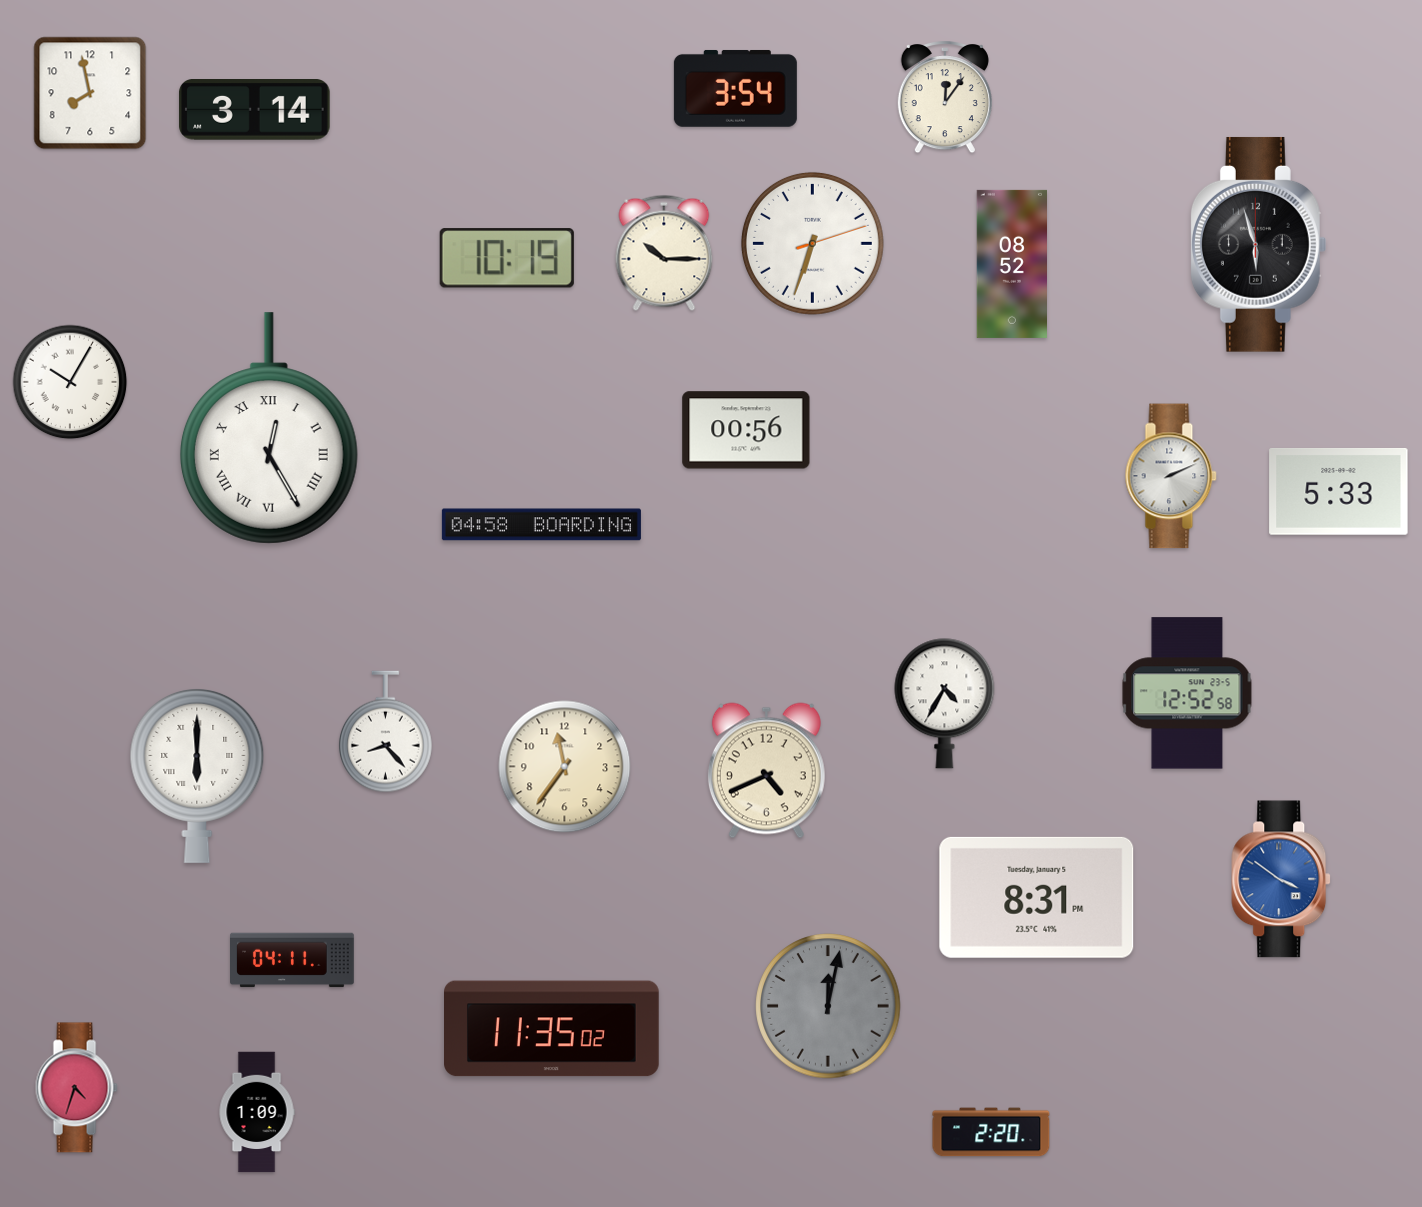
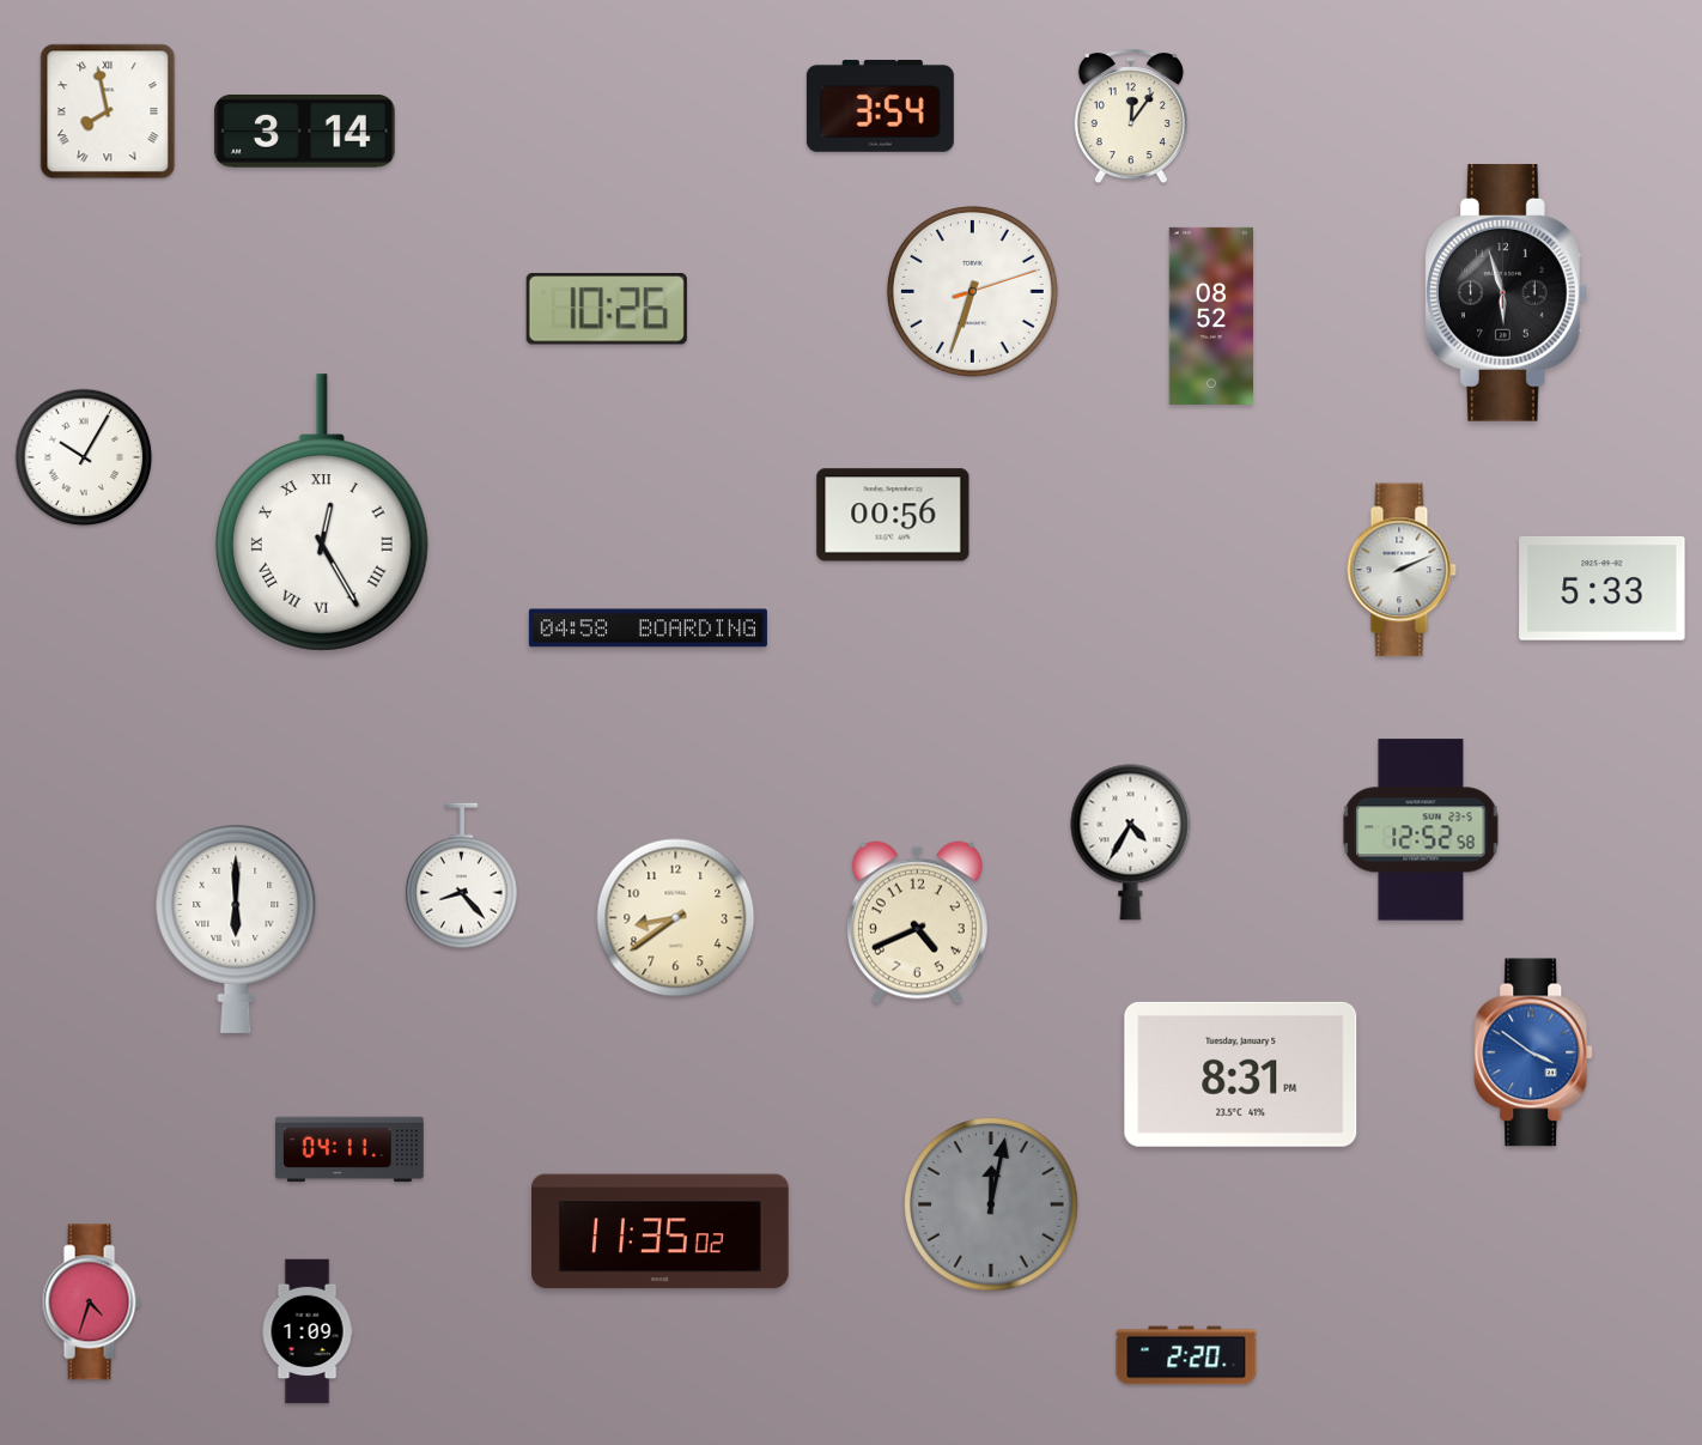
clock at (90, 93) numerals: Arabic -> Roman
clock at (664, 253): 10:15 -> none
clock at (507, 258): 10:19 -> 10:26
clock at (565, 767): 11:36 -> 8:39
